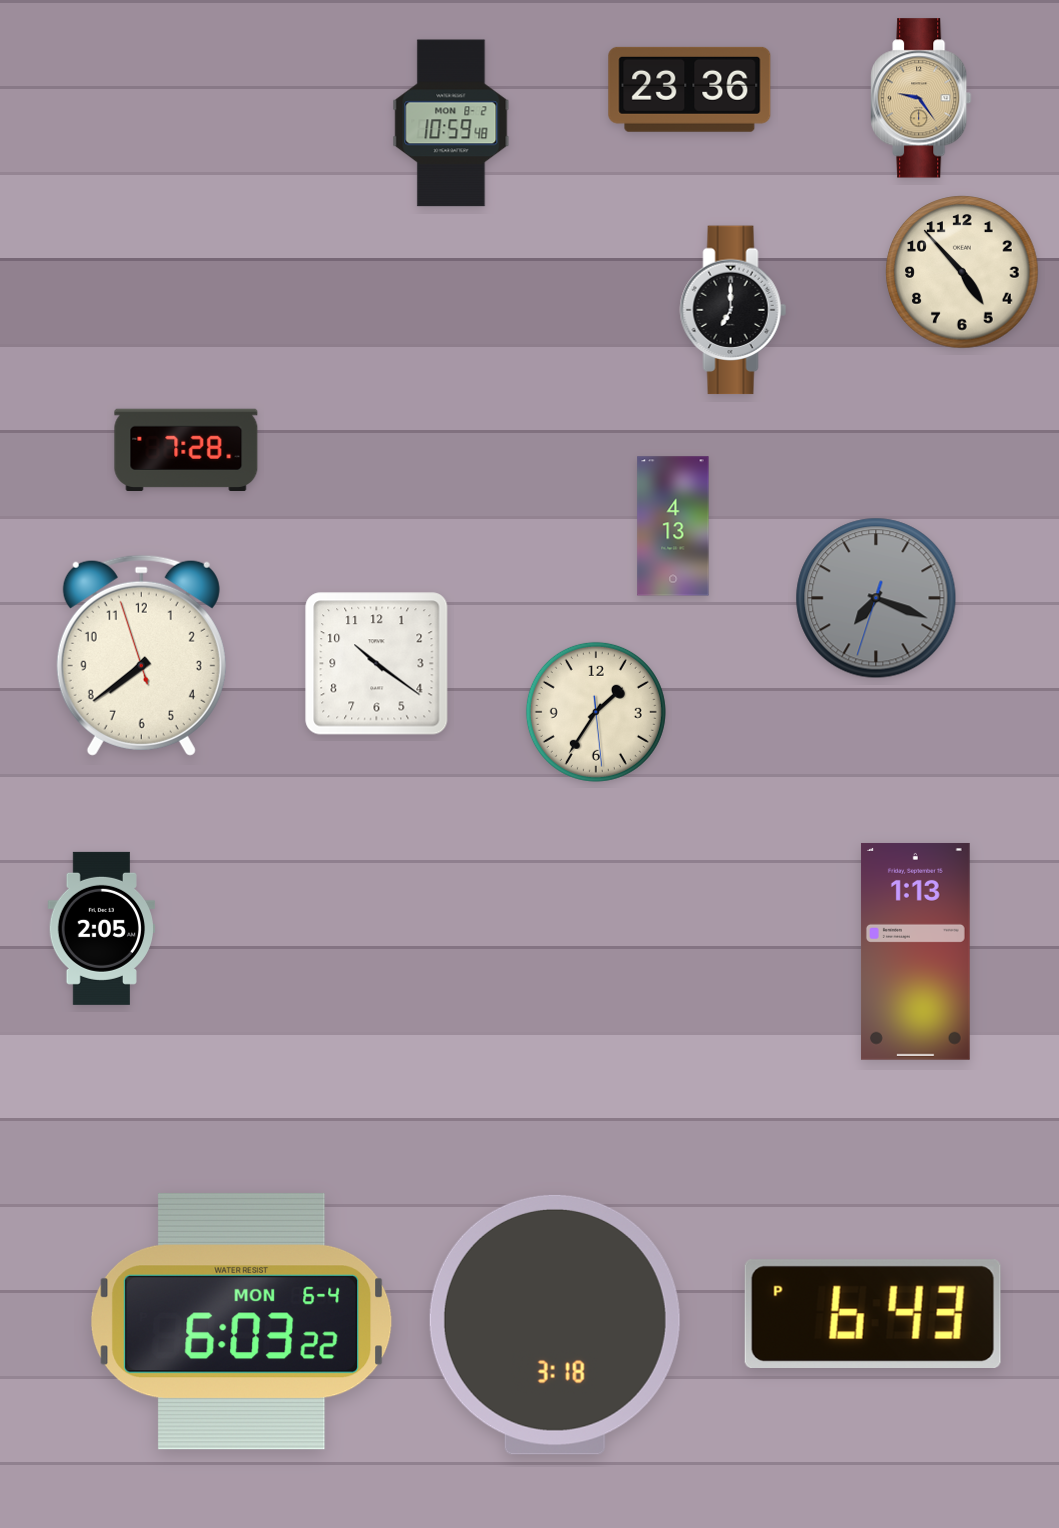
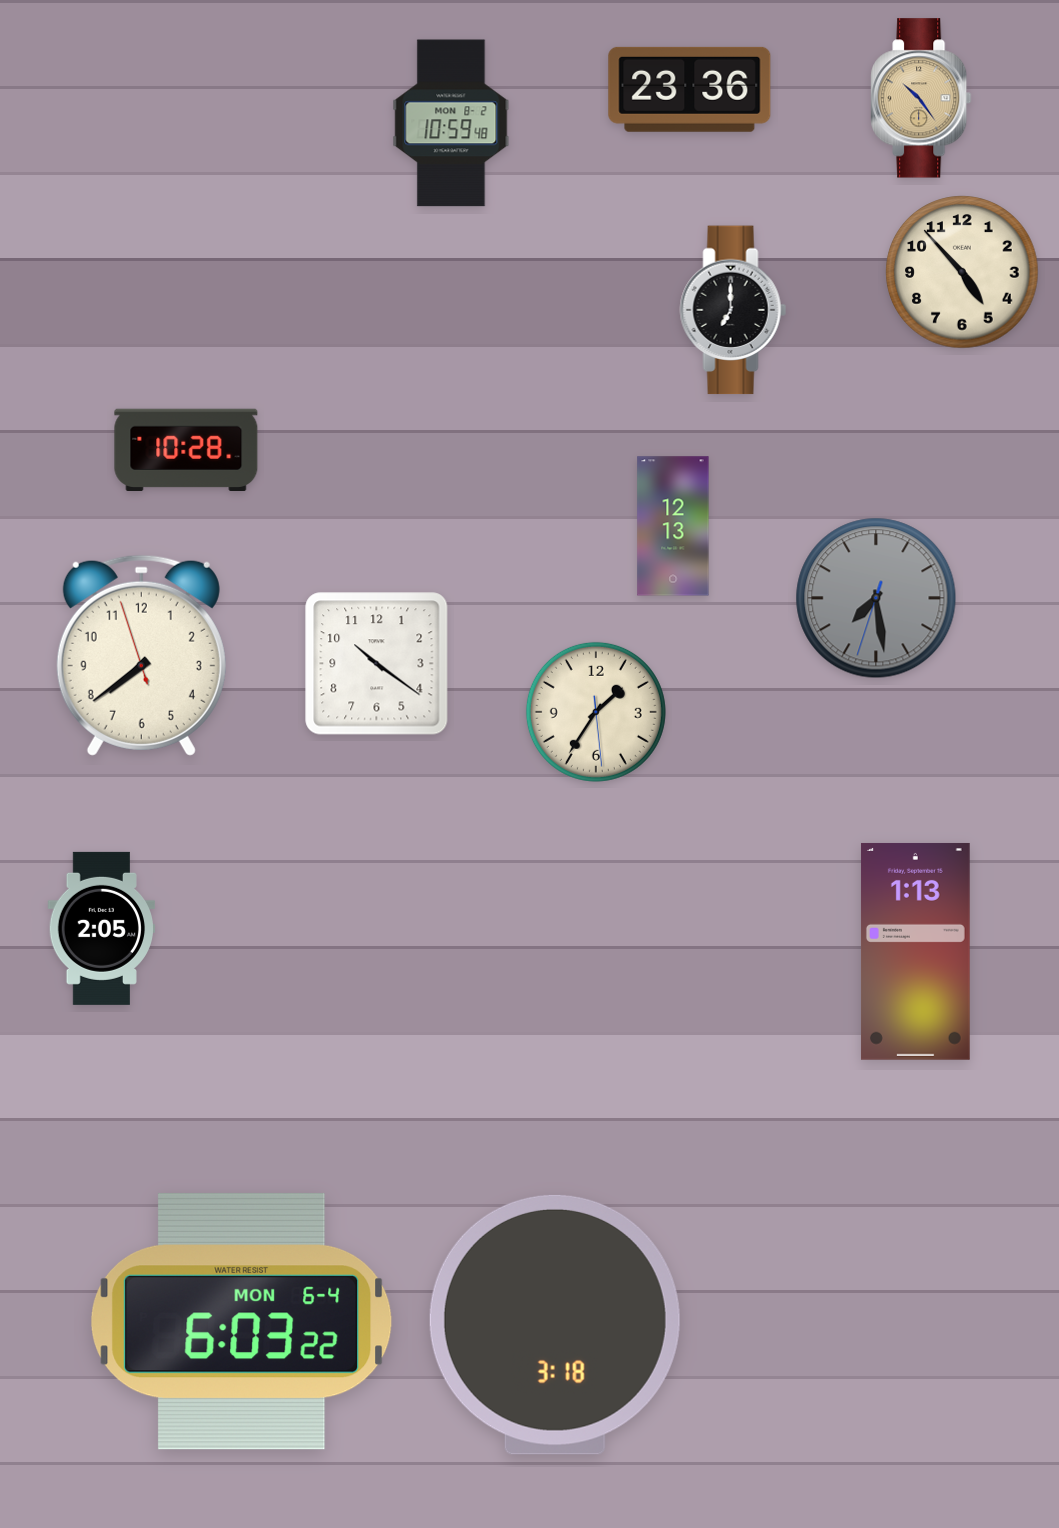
clock at (921, 98): 9:24 -> 10:24
clock at (186, 449): 7:28 -> 10:28
clock at (673, 526): 4:13 -> 12:13
clock at (876, 598): 7:18 -> 7:28
clock at (873, 1313): 6:43 -> none
